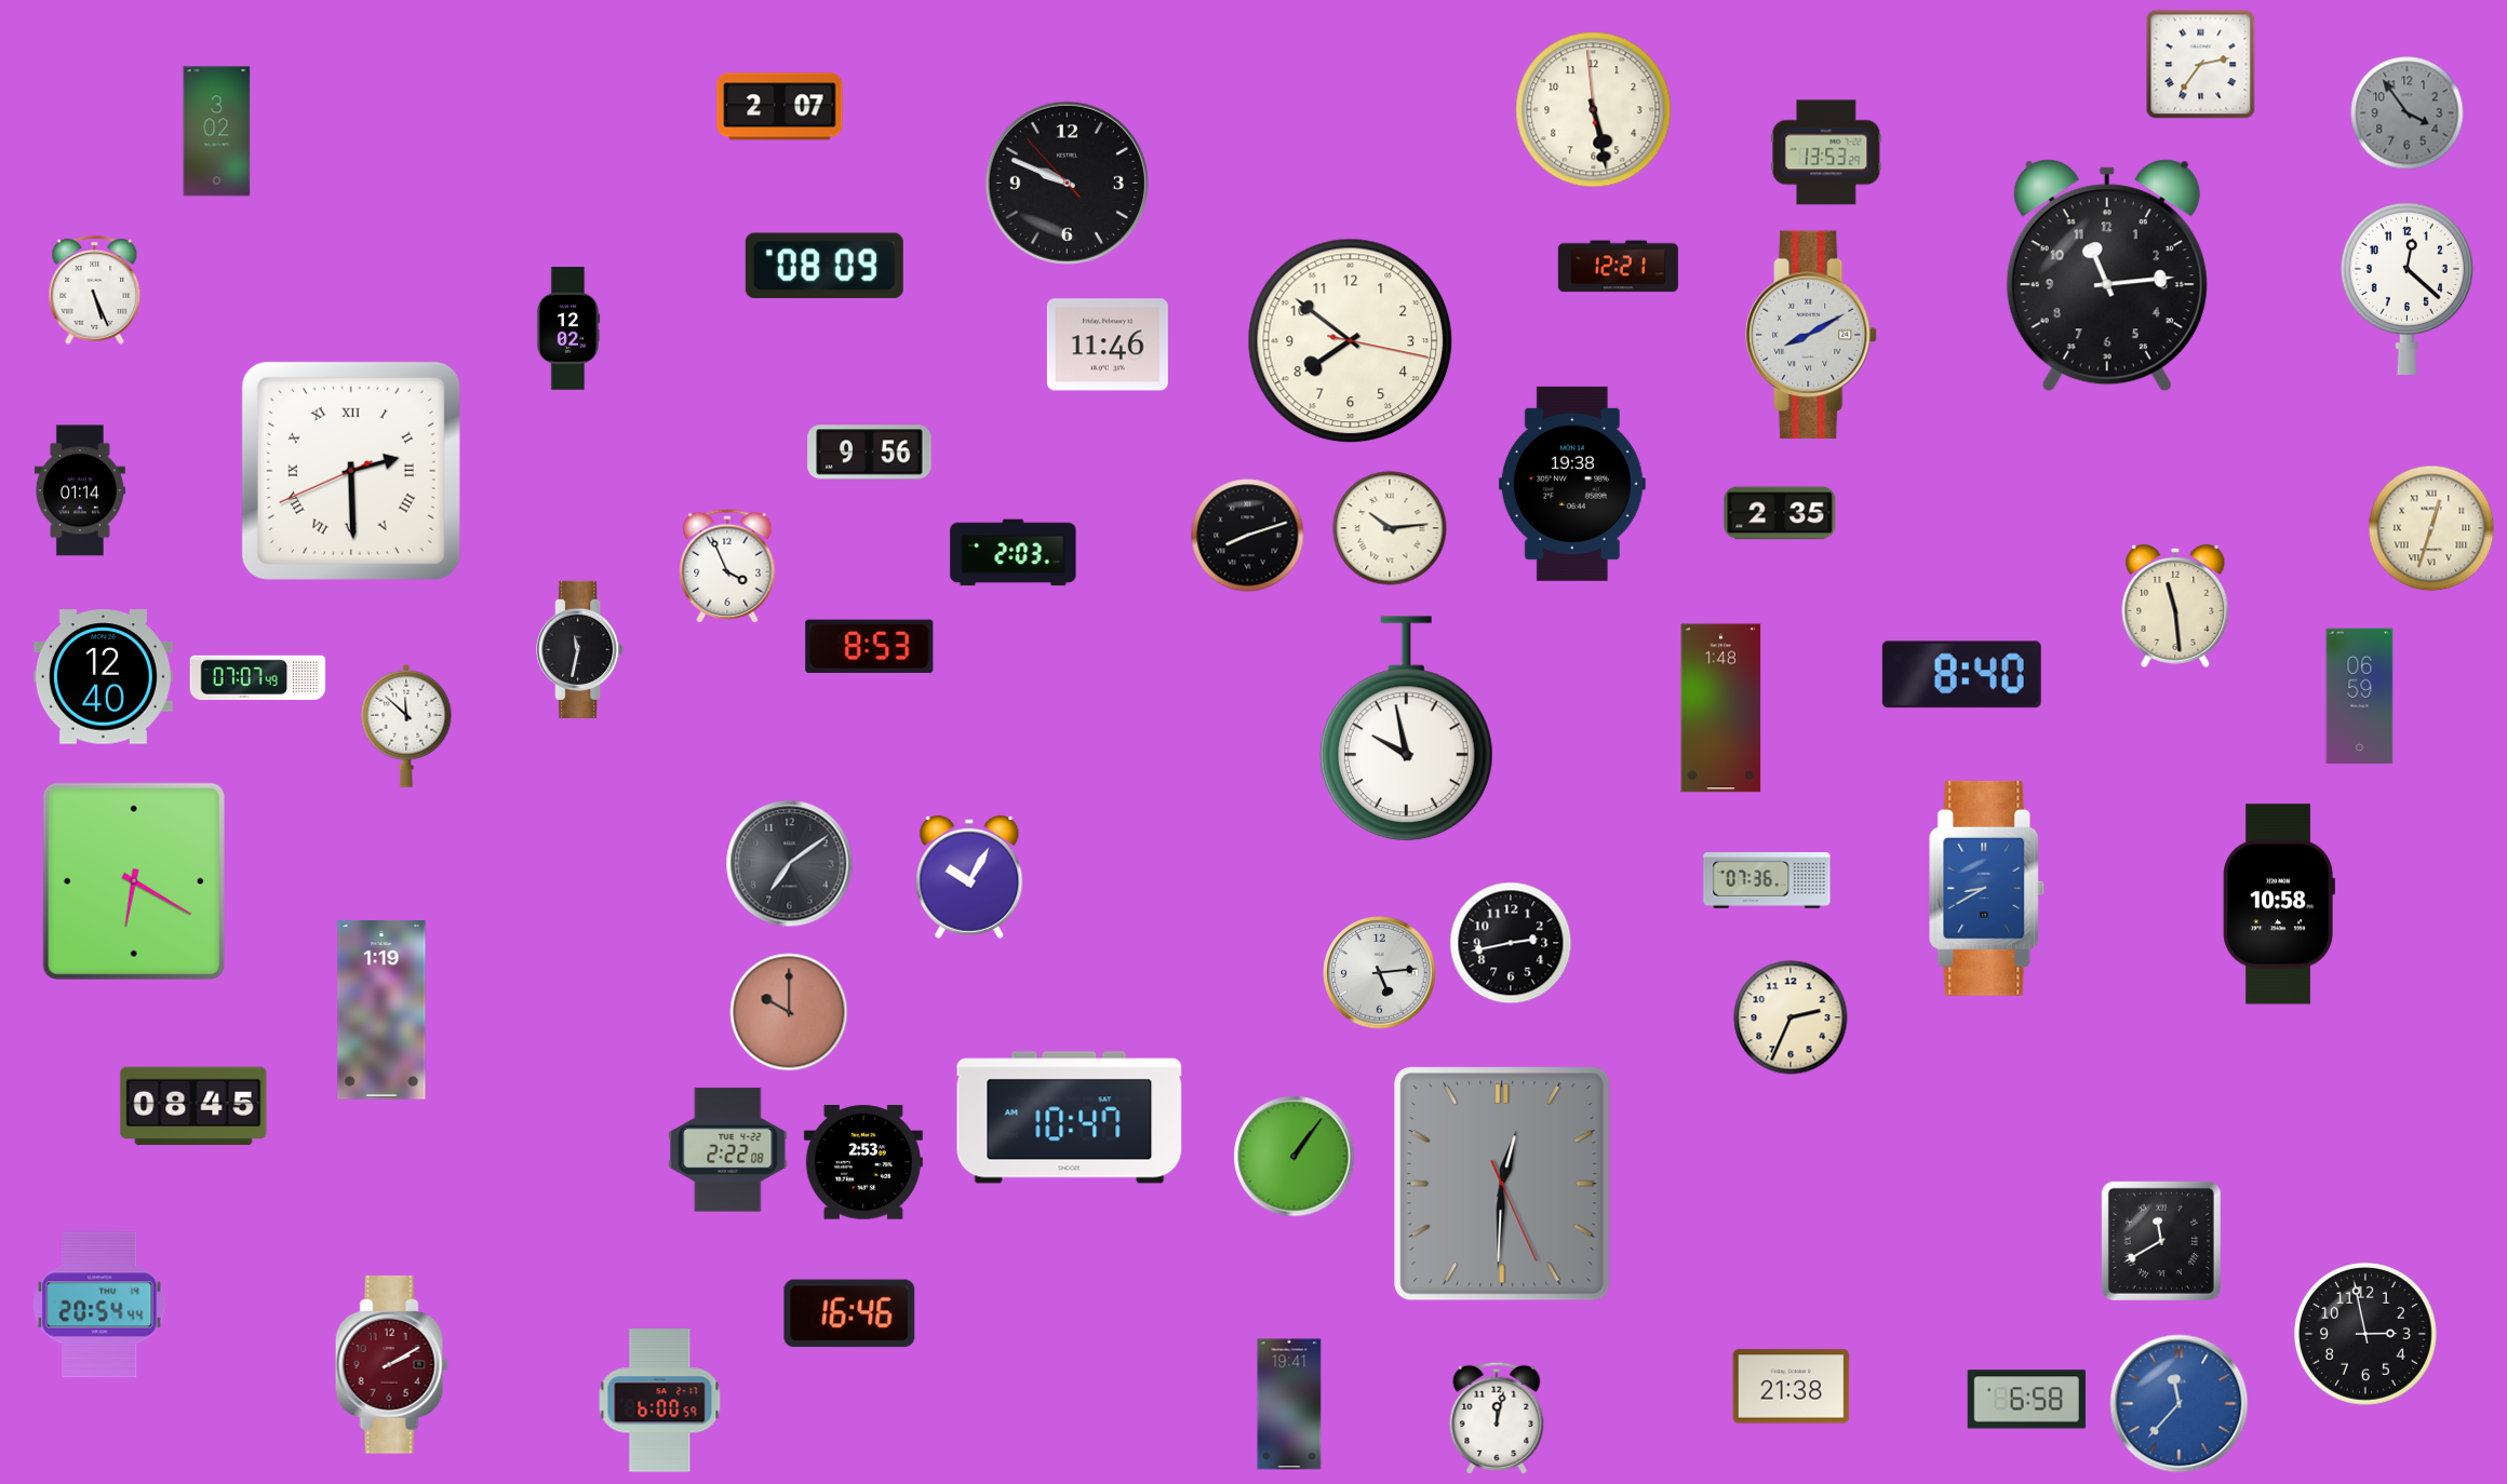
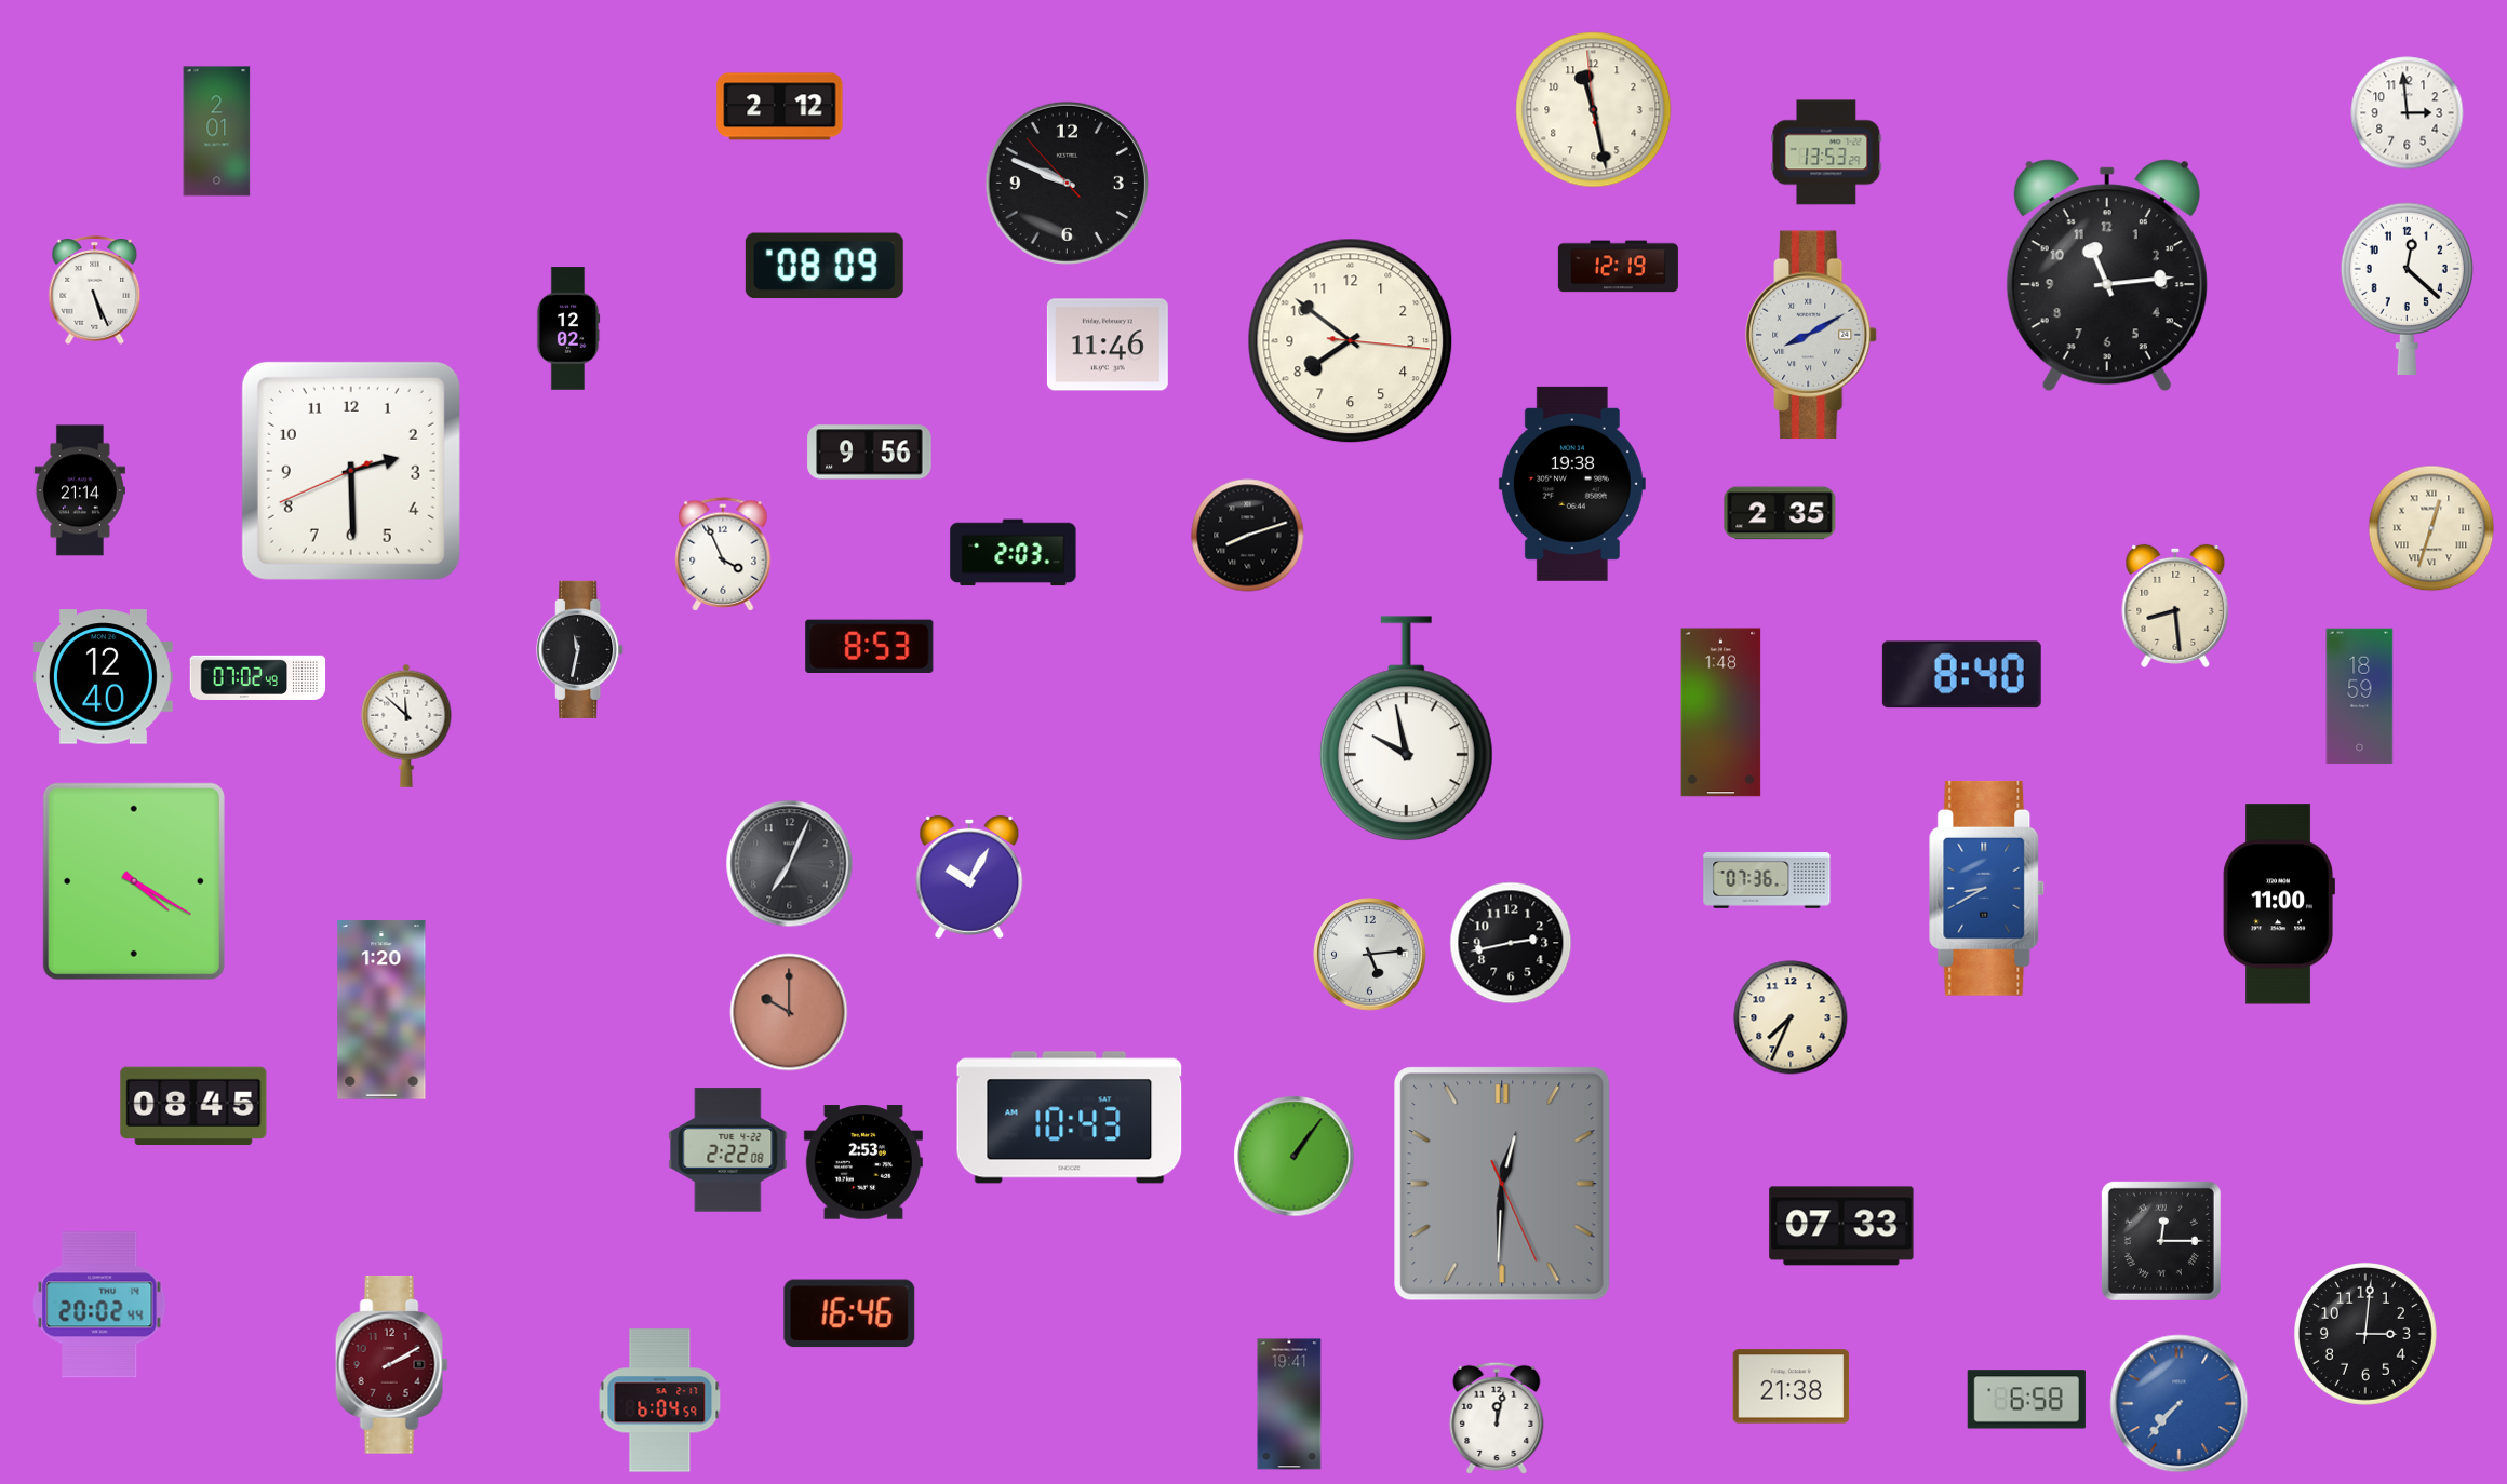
clock at (2201, 65): 2:36 -> none
clock at (780, 107): 2:07 -> 2:12
clock at (1594, 110): 5:27 -> 11:27
clock at (2408, 113): 3:54 -> 2:59
clock at (2408, 113) dial: grey -> white
clock at (217, 132): 3:02 -> 2:01
clock at (1618, 267): 12:21 -> 12:19
clock at (1351, 341): 7:51:17 -> 7:51:16
clock at (351, 471) numerals: Roman -> Arabic
clock at (80, 490): 01:14 -> 21:14
clock at (1390, 528): 10:14 -> none
clock at (727, 566) position: (727, 566) -> (723, 554)
clock at (2175, 606): 11:29 -> 8:29
clock at (258, 677): 07:07 -> 07:02
clock at (2360, 697): 06:59 -> 18:59
clock at (1721, 709) position: (1721, 709) -> (1721, 713)
clock at (790, 864): 7:09 -> 7:04
clock at (134, 881): 6:20 -> 4:20
clock at (2279, 904): 10:58 -> 11:00
clock at (1380, 973) position: (1380, 973) -> (1370, 955)
clock at (381, 1010): 1:19 -> 1:20
clock at (1791, 1017): 2:34 -> 7:34
clock at (1070, 1118): 10:47 -> 10:43
clock at (1841, 1226): none -> 07:33
clock at (2161, 1241): 11:40 -> 12:15
clock at (99, 1305): 20:54 -> 20:02
clock at (2365, 1334): 2:58 -> 3:01
clock at (660, 1401): 6:00 -> 6:04
clock at (2180, 1404): 11:37 -> 7:37
